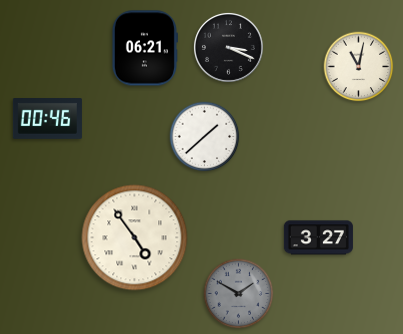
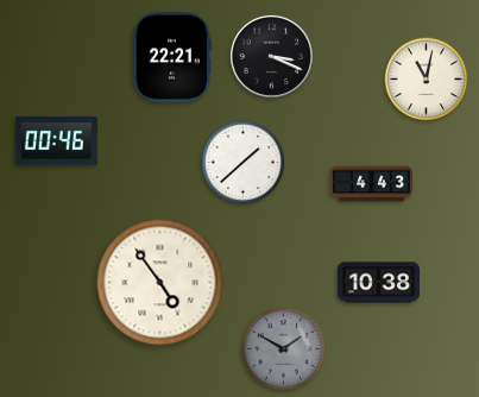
clock at (144, 48): 06:21 -> 22:21
clock at (371, 184): none -> 4:43
clock at (318, 238): 3:27 -> 10:38
